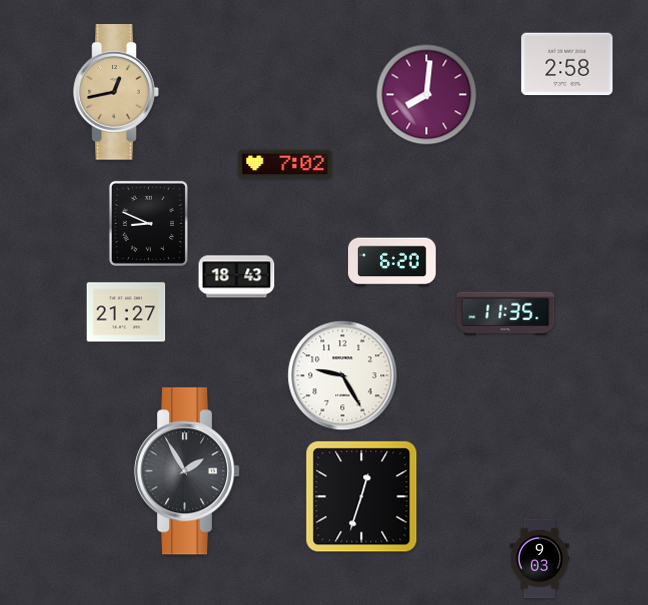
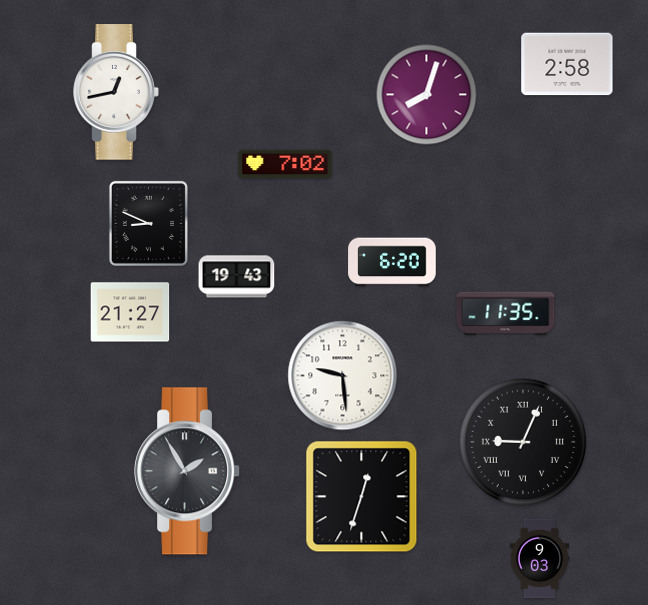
clock at (116, 92) dial: champagne -> white
clock at (427, 95): 8:01 -> 8:03
clock at (237, 277): 18:43 -> 19:43
clock at (126, 312) position: (126, 312) -> (130, 312)
clock at (343, 376): 9:25 -> 9:29
clock at (523, 442): none -> 9:04
